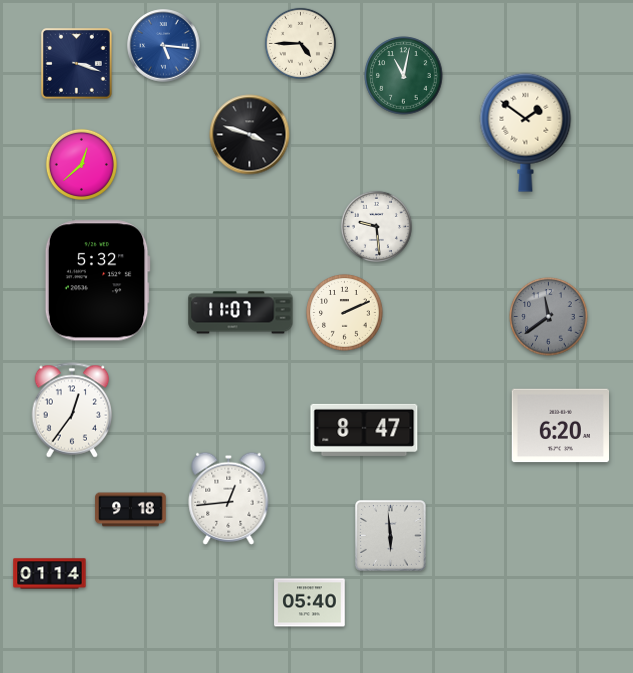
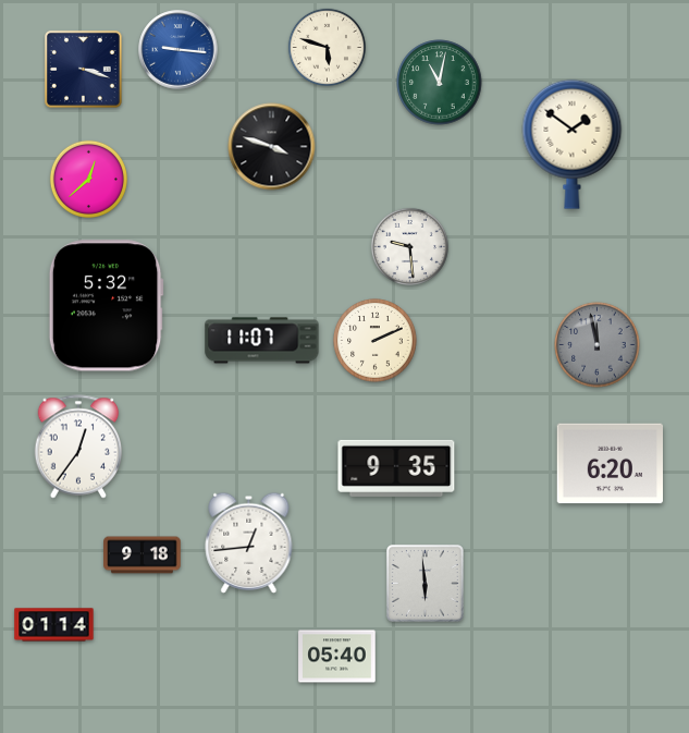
clock at (300, 43): 4:45 -> 5:48
clock at (164, 46): 5:16 -> 9:16
clock at (549, 317): 11:39 -> 11:58
clock at (364, 430): 8:47 -> 9:35
